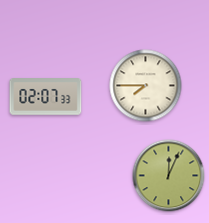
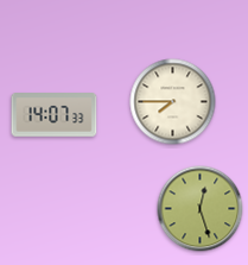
clock at (46, 97): 02:07 -> 14:07
clock at (169, 176): 12:04 -> 12:27
